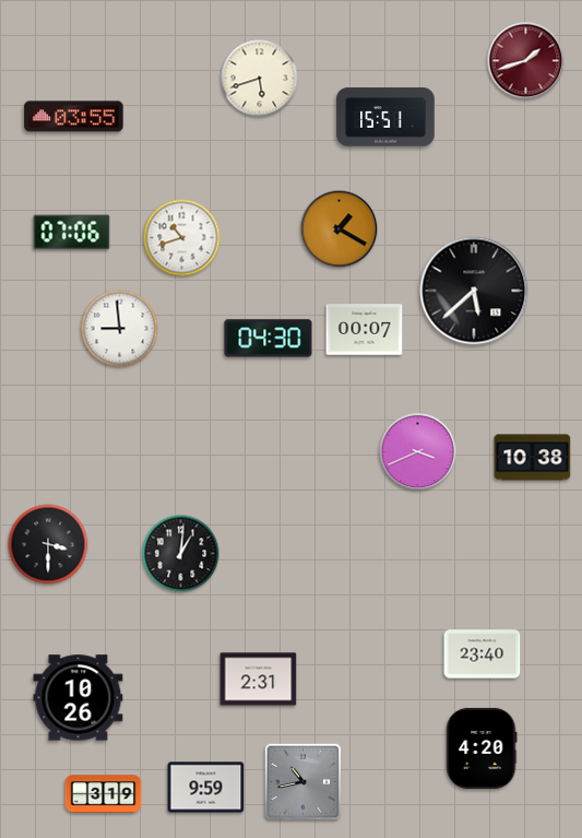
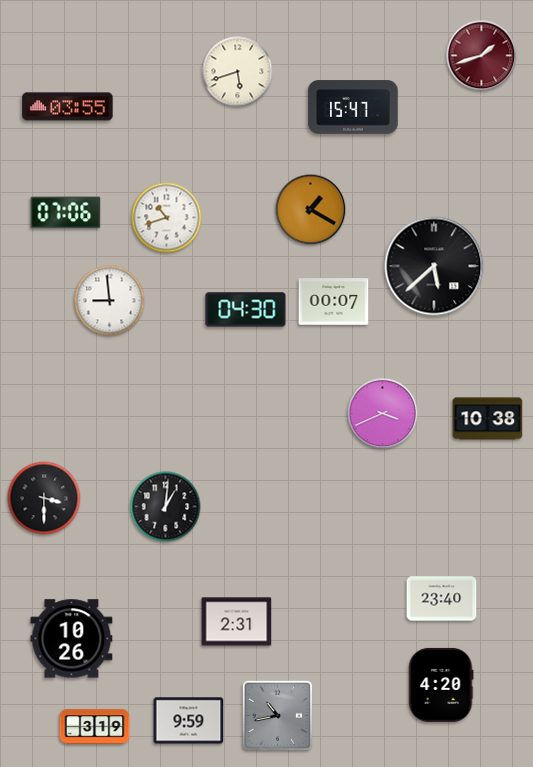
clock at (385, 117): 15:51 -> 15:47
